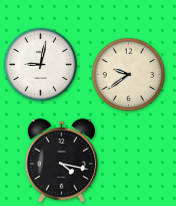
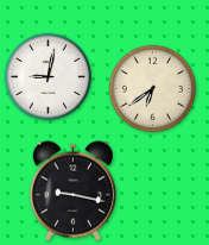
clock at (128, 74): 9:39 -> 6:39
clock at (62, 161): 4:17 -> 9:17
